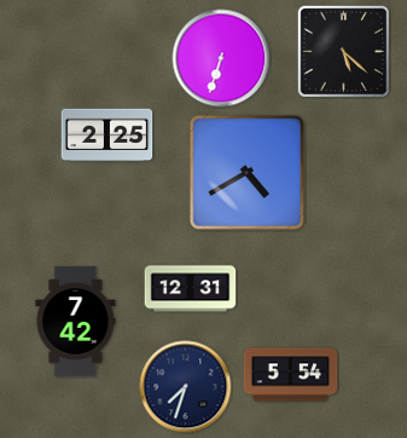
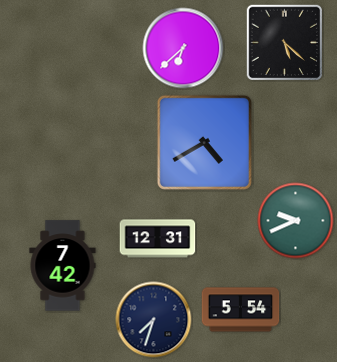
clock at (221, 58): 6:33 -> 6:38
clock at (107, 136): 2:25 -> none
clock at (296, 221): none -> 9:41
